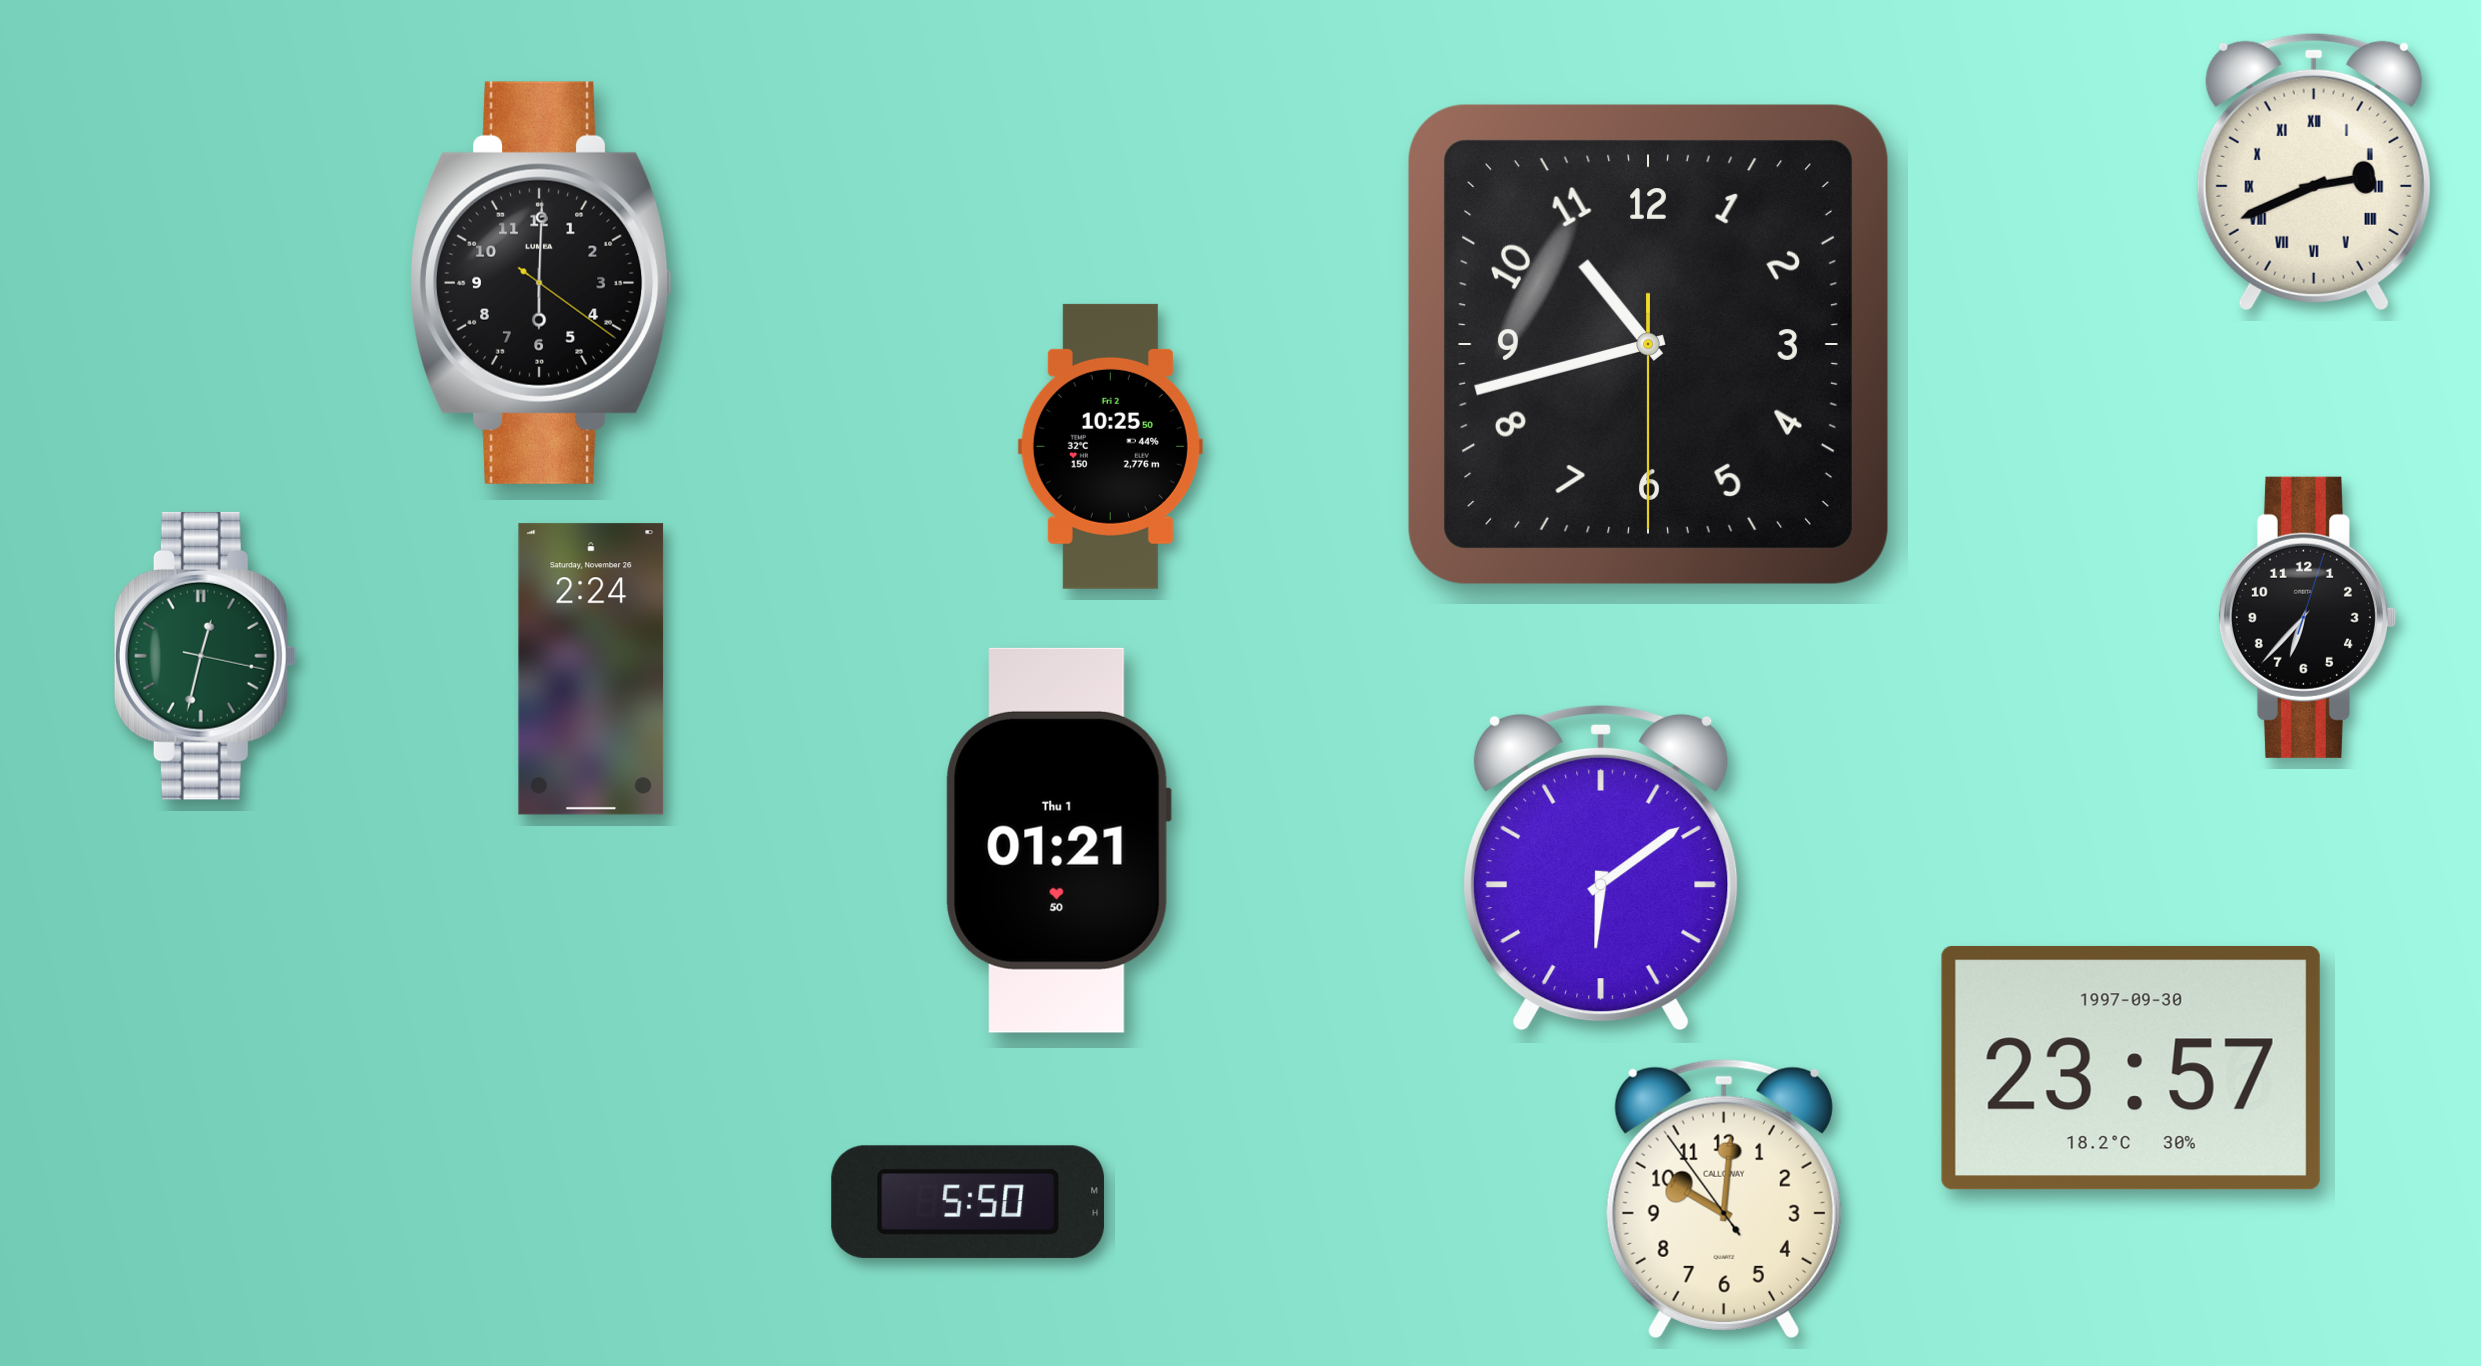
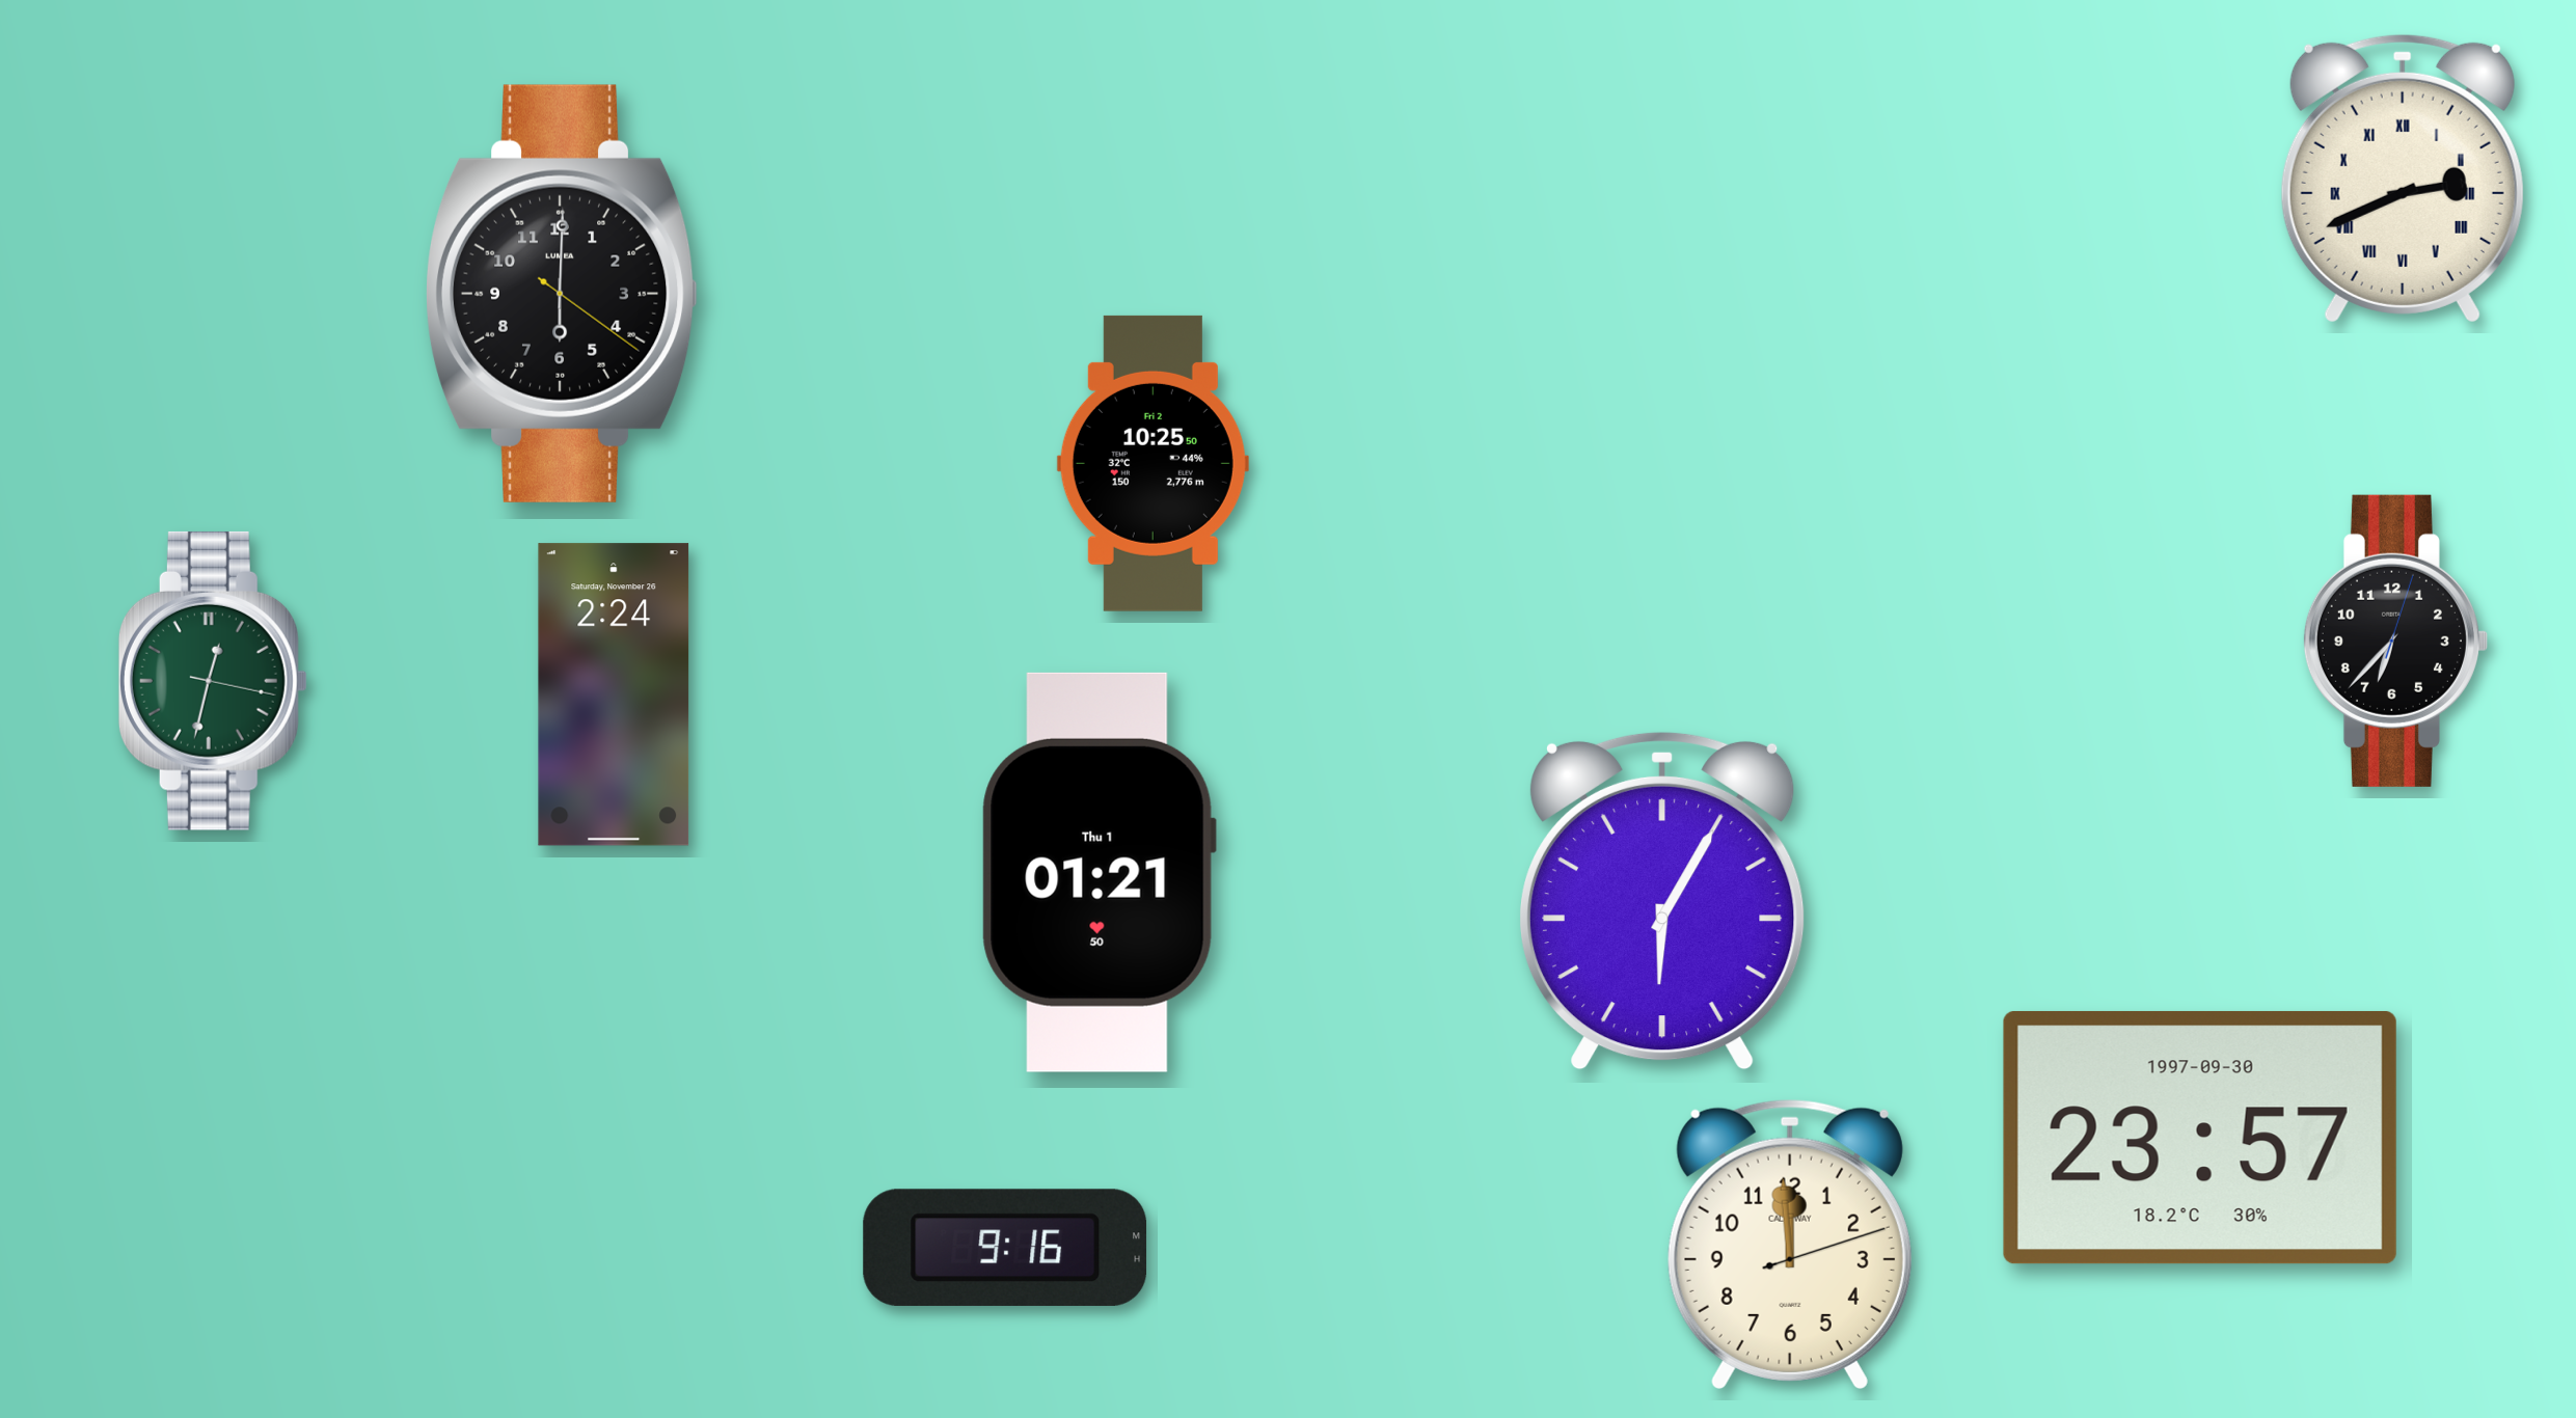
clock at (1648, 344): 10:42 -> none
clock at (1601, 868): 6:09 -> 6:05
clock at (2131, 1068) position: (2131, 1068) -> (2200, 1138)
clock at (1724, 1198): 10:00 -> 11:59
clock at (968, 1202): 5:50 -> 9:16
